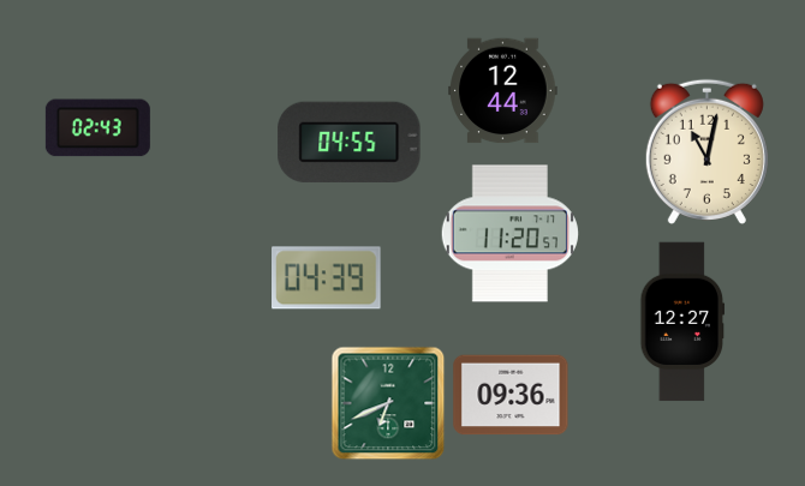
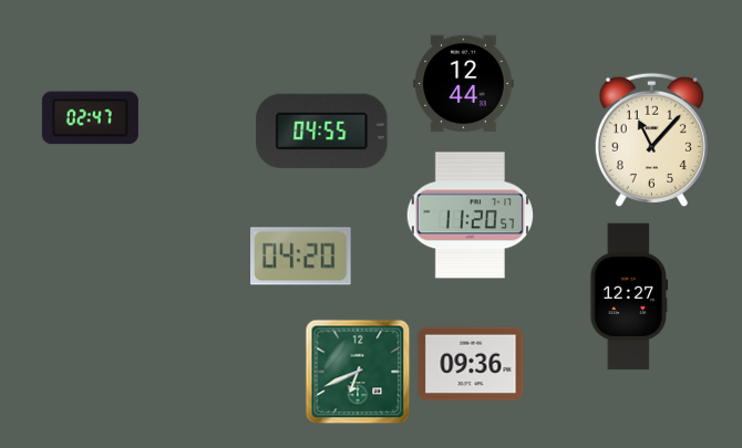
clock at (97, 128): 02:43 -> 02:47
clock at (706, 151): 11:02 -> 11:07
clock at (327, 278): 04:39 -> 04:20
